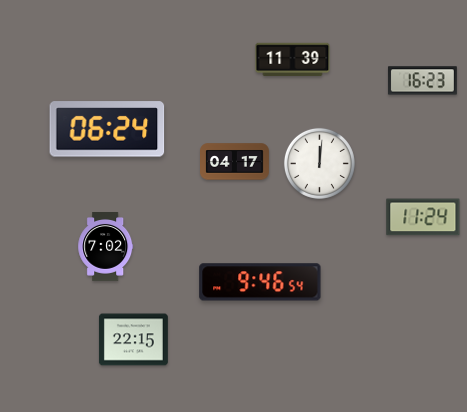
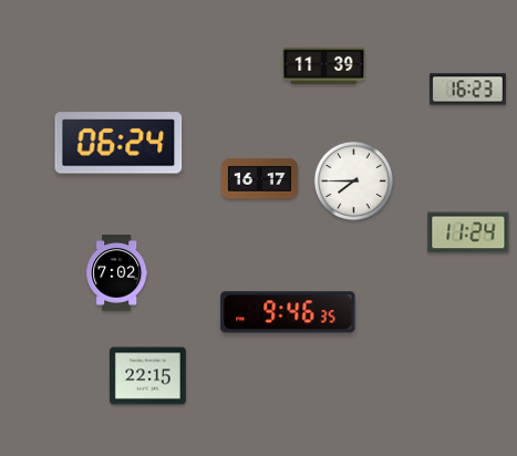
clock at (235, 162): 04:17 -> 16:17
clock at (319, 163): 12:01 -> 7:45
clock at (423, 217) position: (423, 217) -> (468, 232)
clock at (260, 282): 9:46:54 -> 9:46:35
